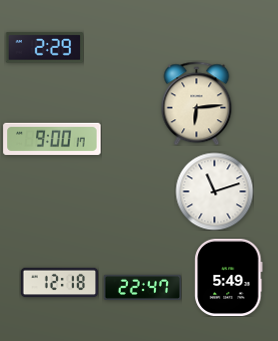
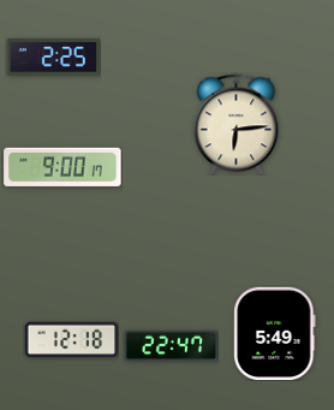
clock at (44, 48): 2:29 -> 2:25
clock at (214, 191): 11:12 -> none
